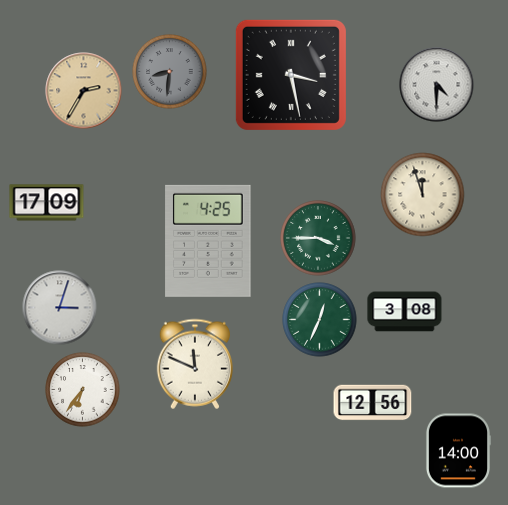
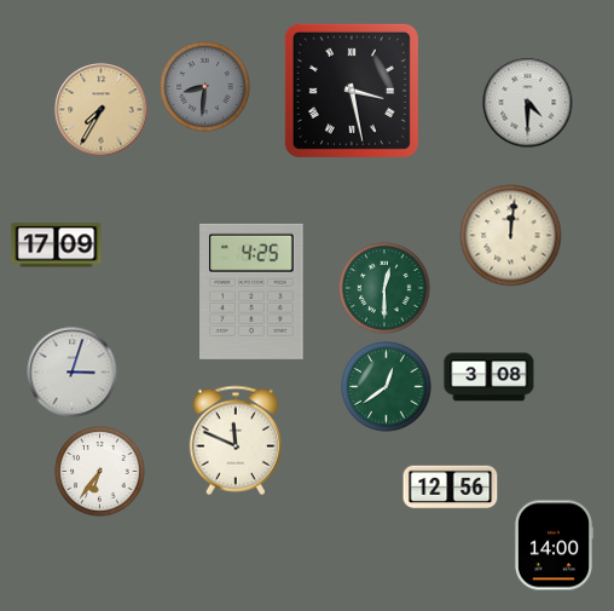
clock at (84, 91): 2:35 -> 7:35
clock at (423, 195): 11:57 -> 12:01
clock at (318, 238): 3:45 -> 12:30
clock at (320, 320): 12:34 -> 12:39
